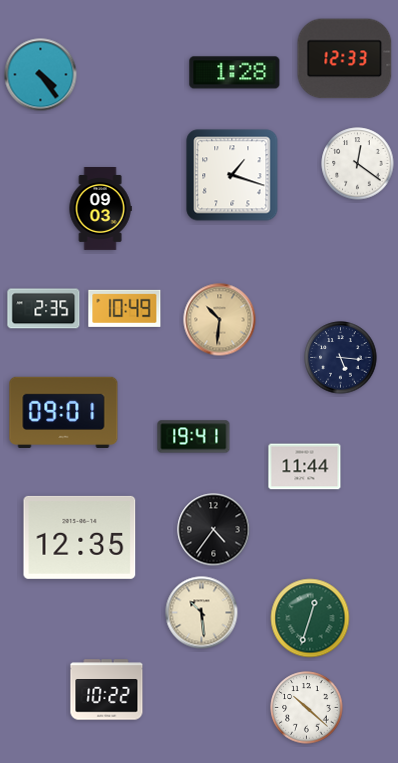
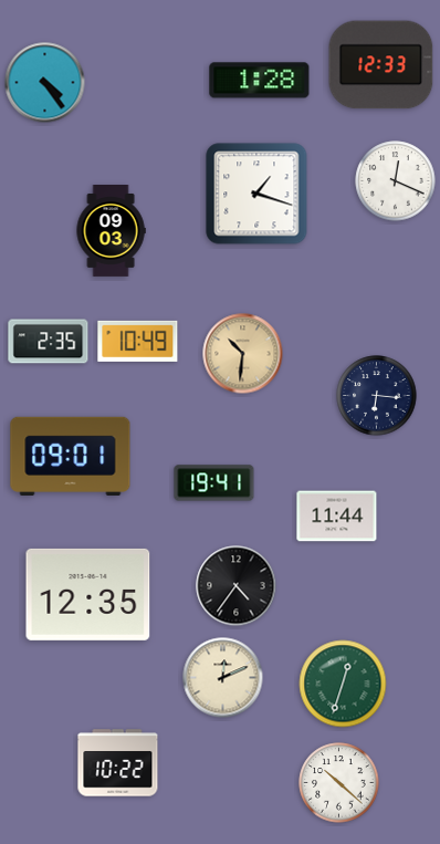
clock at (358, 164): 12:21 -> 12:19
clock at (341, 358): 5:16 -> 6:16
clock at (202, 613): 10:29 -> 12:11
